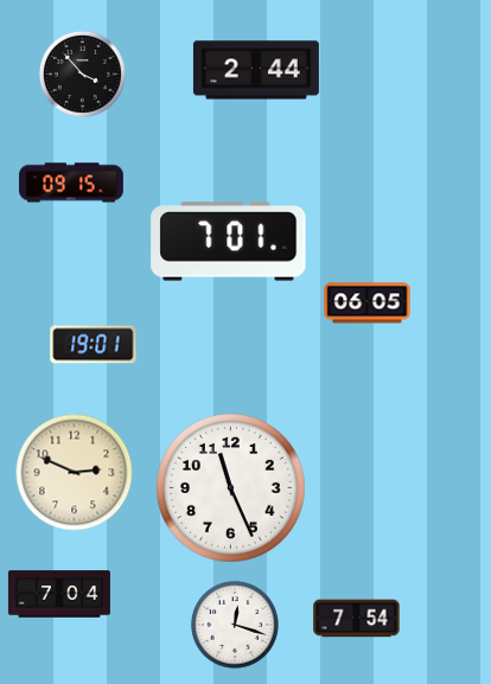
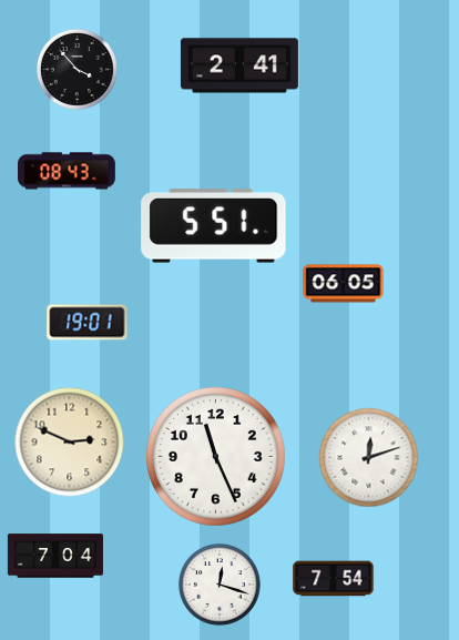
clock at (256, 70): 2:44 -> 2:41
clock at (72, 183): 09:15 -> 08:43
clock at (229, 242): 7:01 -> 5:51
clock at (369, 458): none -> 12:12
